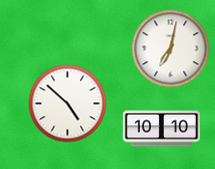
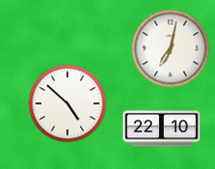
clock at (161, 129): 10:10 -> 22:10
